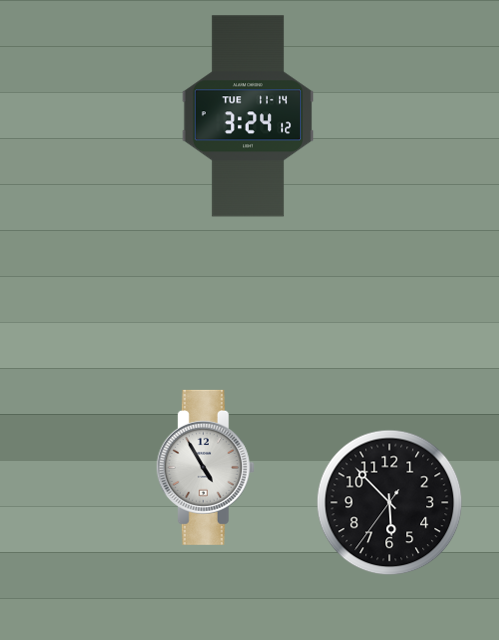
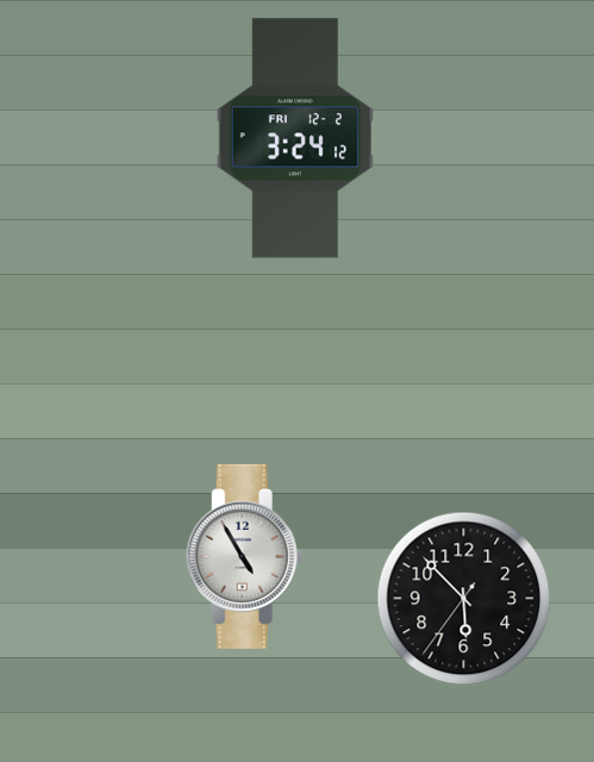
clock at (248, 116) date: TUE 11-14 -> FRI 12-2
